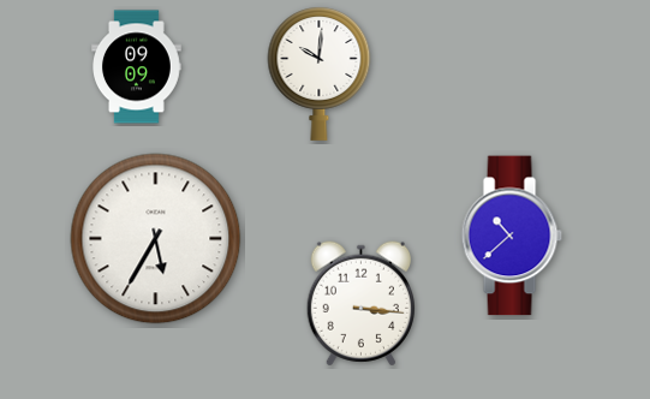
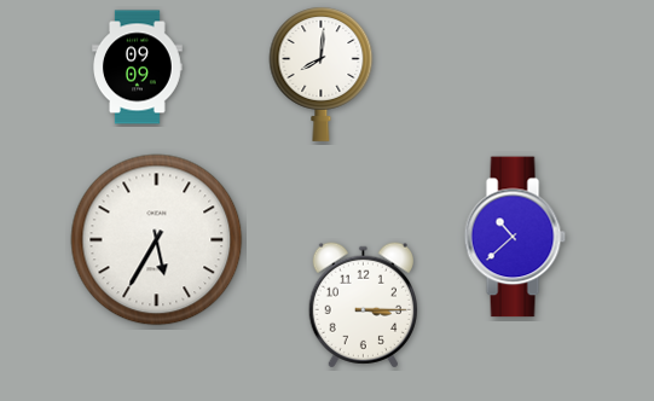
clock at (320, 73): 10:01 -> 8:01
clock at (360, 304): 3:16 -> 3:15
